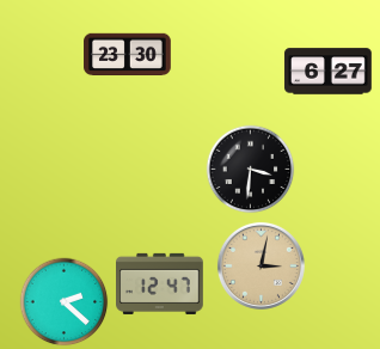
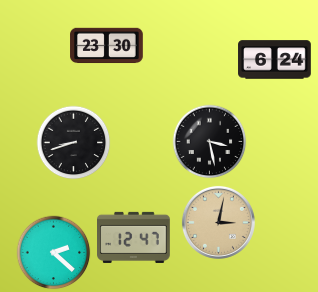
clock at (329, 72): 6:27 -> 6:24
clock at (251, 170): 3:31 -> 3:28
clock at (74, 143): none -> 8:42
